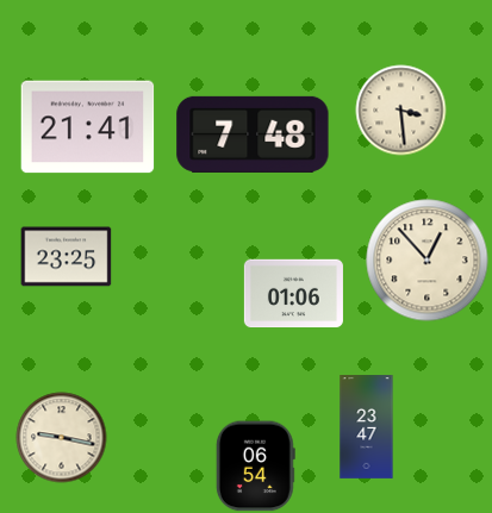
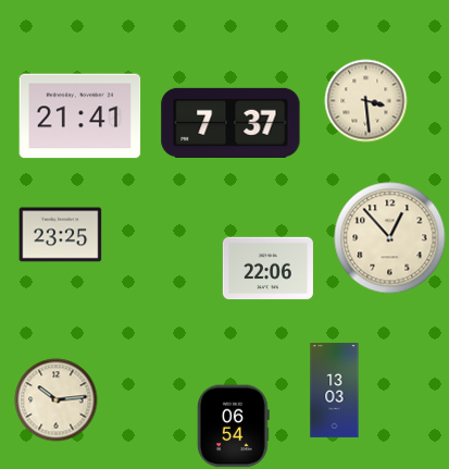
clock at (253, 134): 7:48 -> 7:37
clock at (293, 294): 01:06 -> 22:06
clock at (367, 427): 23:47 -> 13:03
clock at (62, 438): 9:17 -> 10:14
